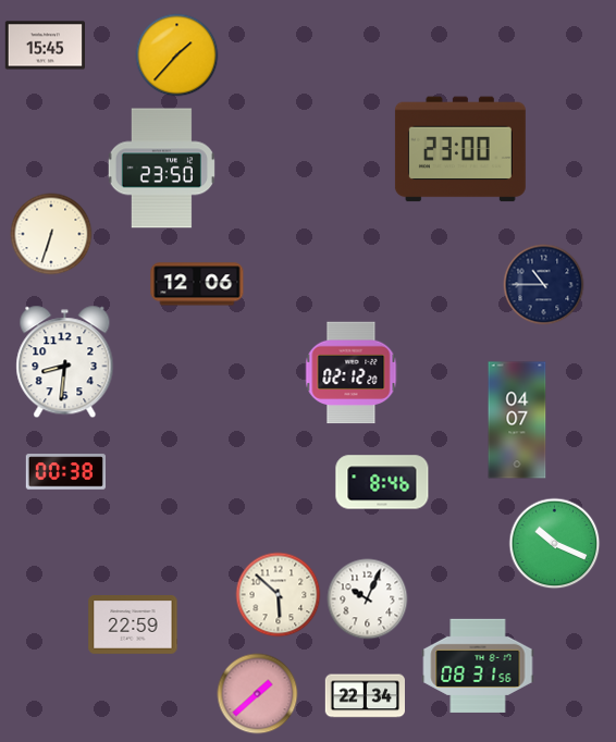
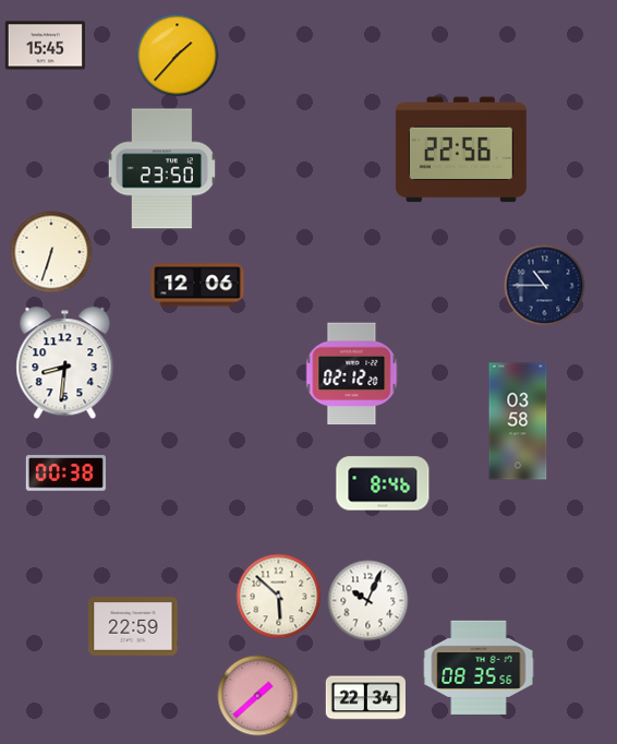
clock at (460, 149): 23:00 -> 22:56
clock at (51, 234) position: (51, 234) -> (51, 252)
clock at (517, 420): 04:07 -> 03:58
clock at (555, 544): 10:19 -> none
clock at (478, 666): 08:31 -> 08:35
